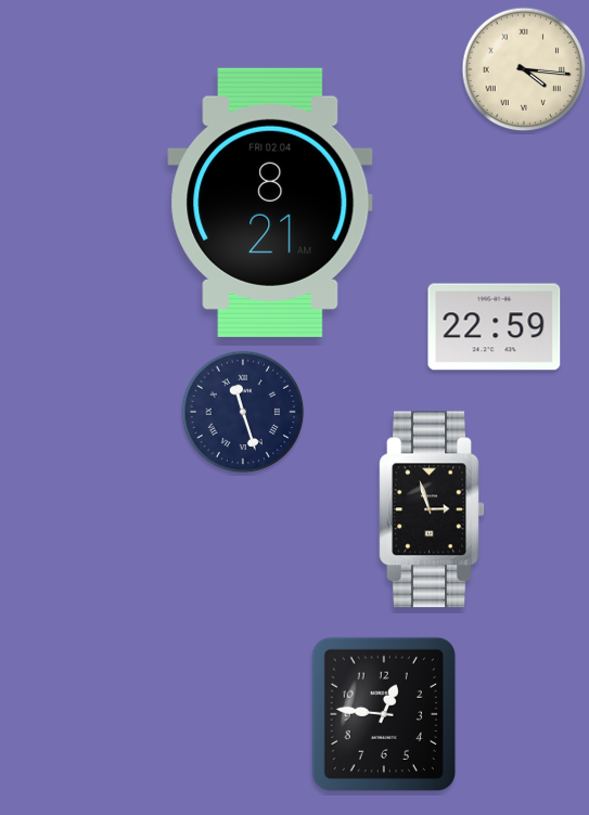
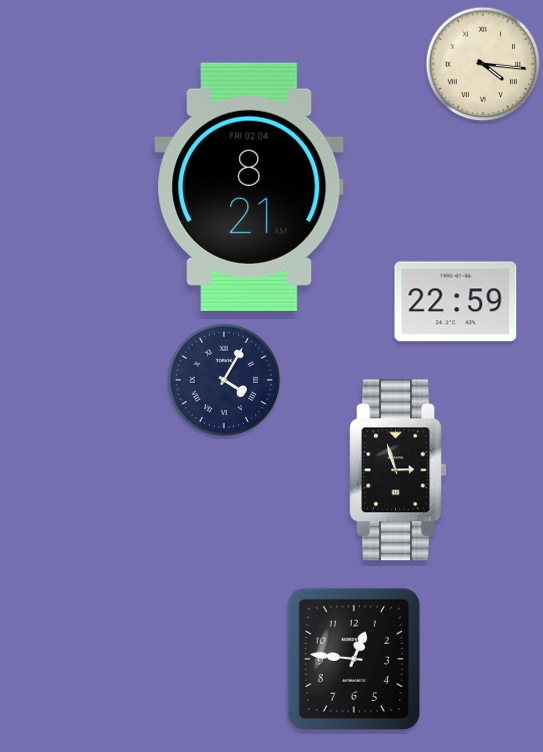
clock at (243, 412): 11:27 -> 4:05
